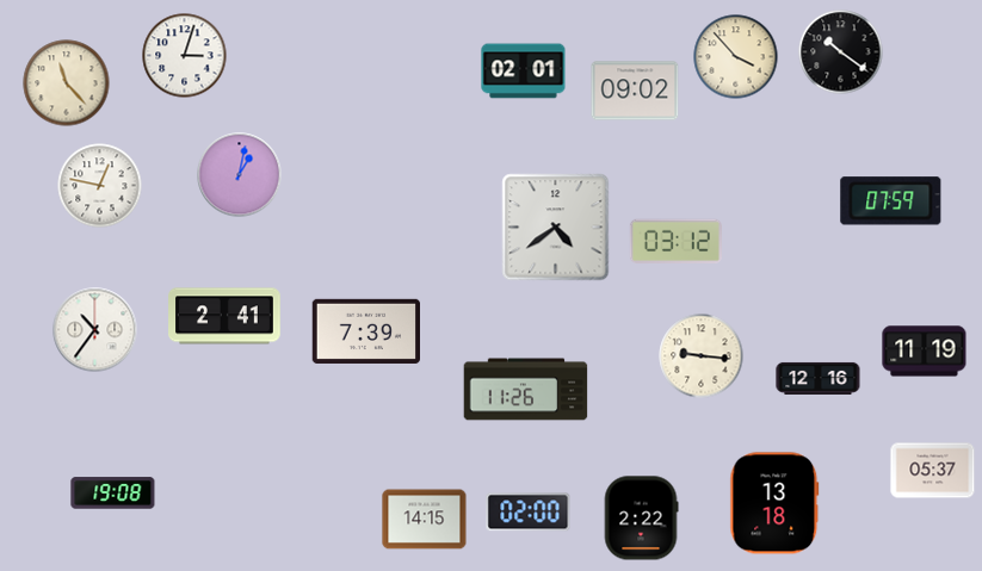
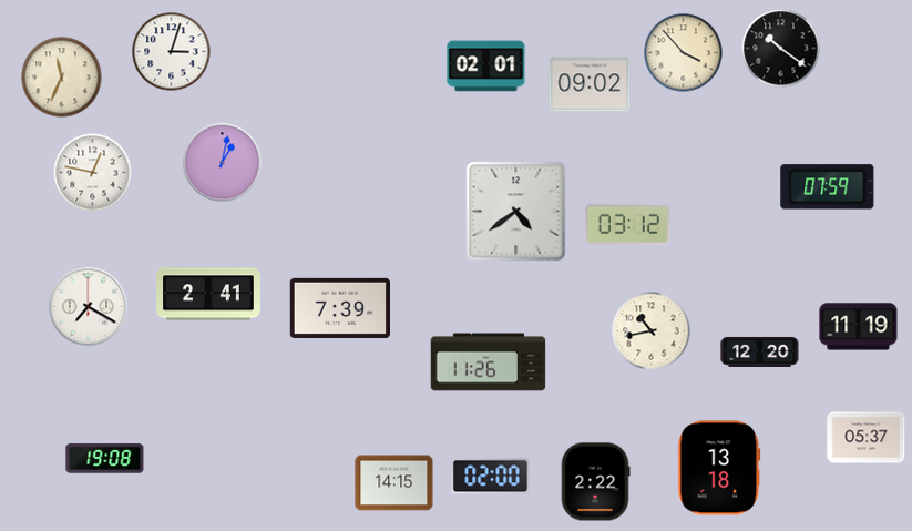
clock at (67, 83): 11:23 -> 11:34
clock at (95, 330): 10:36 -> 7:20
clock at (702, 356): 9:16 -> 10:43
clock at (819, 378): 12:16 -> 12:20
